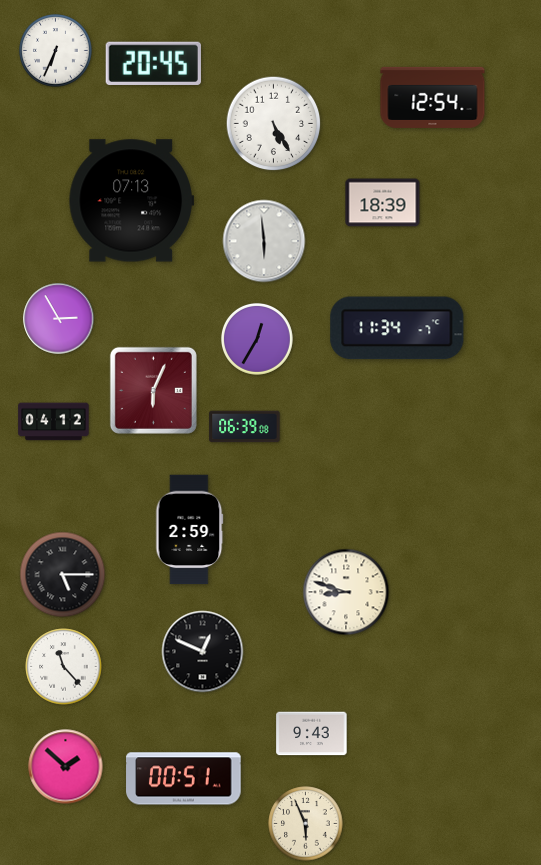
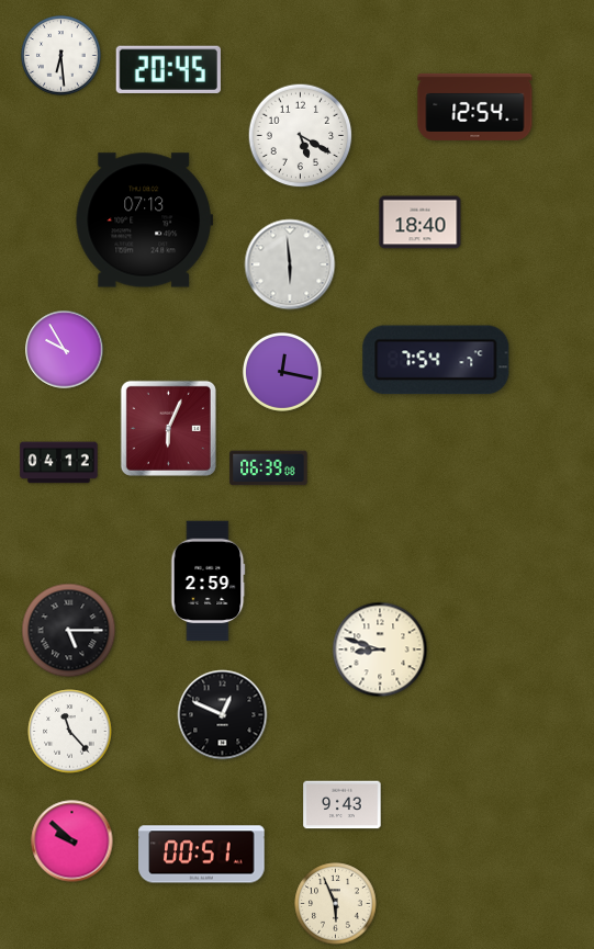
clock at (56, 51): 6:34 -> 6:29
clock at (274, 124): 5:25 -> 5:20
clock at (383, 203): 18:39 -> 18:40
clock at (59, 319): 2:55 -> 9:55
clock at (397, 328): 11:34 -> 7:54
clock at (257, 339): 12:35 -> 12:17
clock at (66, 767): 1:52 -> 9:52
